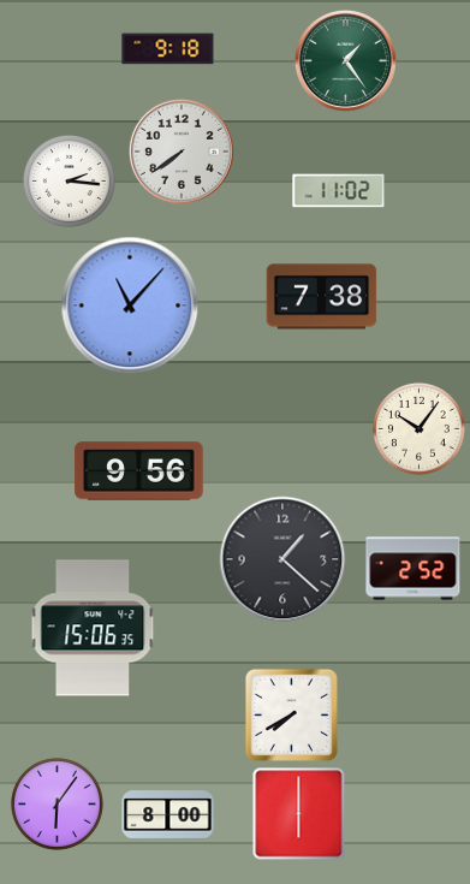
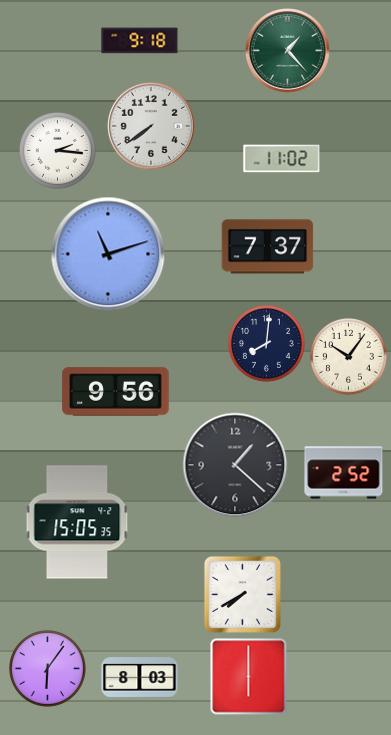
clock at (345, 60): 1:24 -> 1:23
clock at (322, 297): 7:38 -> 7:37
clock at (130, 305): 11:07 -> 11:12
clock at (266, 343): none -> 8:01
clock at (93, 628): 15:06 -> 15:05
clock at (168, 815): 8:00 -> 8:03
